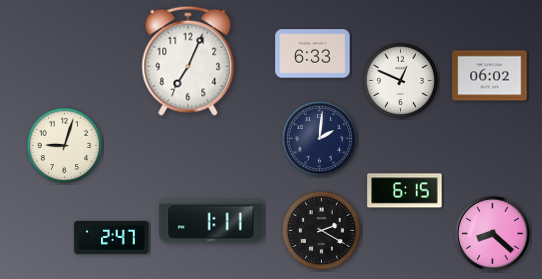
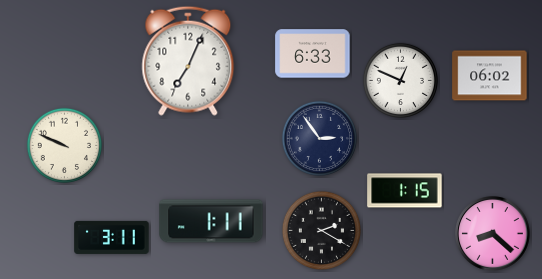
clock at (319, 138): 2:01 -> 2:54
clock at (64, 145): 9:03 -> 9:49
clock at (405, 191): 6:15 -> 1:15
clock at (112, 237): 2:47 -> 3:11
